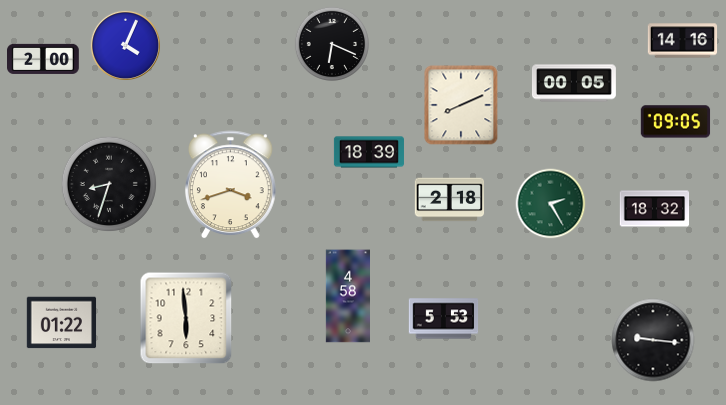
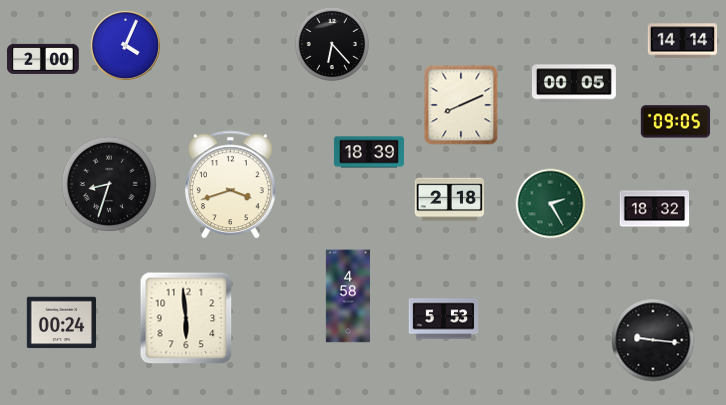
clock at (683, 41): 14:16 -> 14:14
clock at (332, 44): 6:19 -> 6:23
clock at (62, 323): 01:22 -> 00:24
